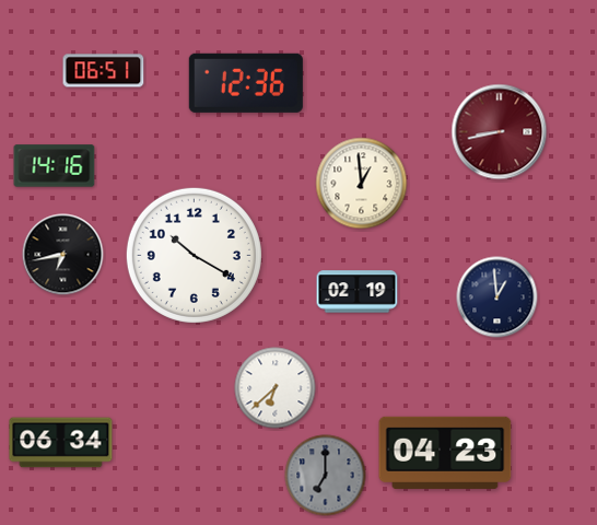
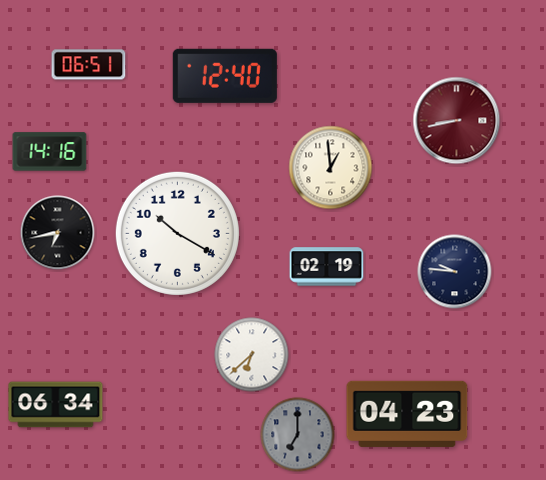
clock at (104, 71) position: (104, 71) -> (89, 65)
clock at (246, 83): 12:36 -> 12:40
clock at (497, 297): 12:59 -> 9:46
